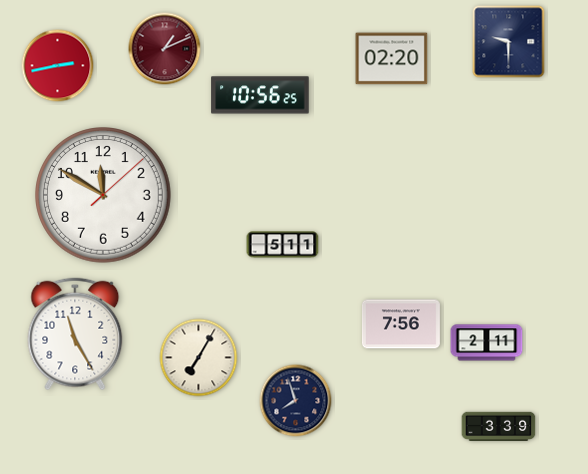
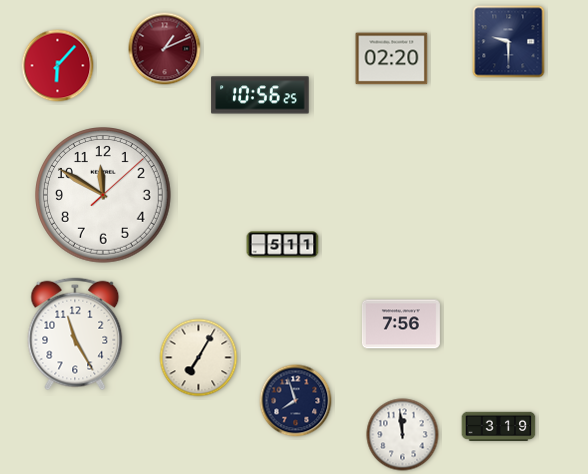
clock at (58, 66): 2:43 -> 6:07
clock at (487, 343): 2:11 -> none
clock at (499, 427): 3:39 -> 3:19
clock at (403, 435): none -> 11:59
